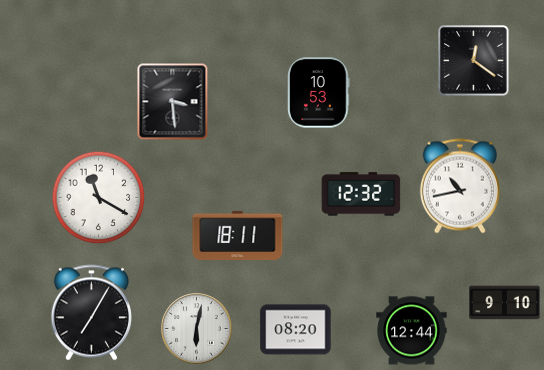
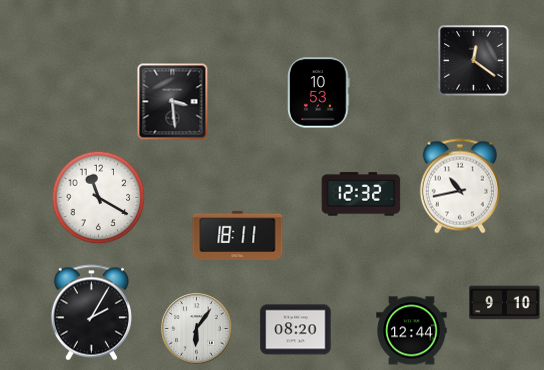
clock at (91, 313): 7:05 -> 2:05
clock at (197, 329): 6:02 -> 6:06
